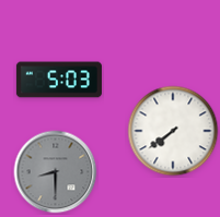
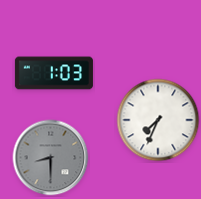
clock at (59, 80): 5:03 -> 1:03
clock at (173, 131): 7:39 -> 7:34
